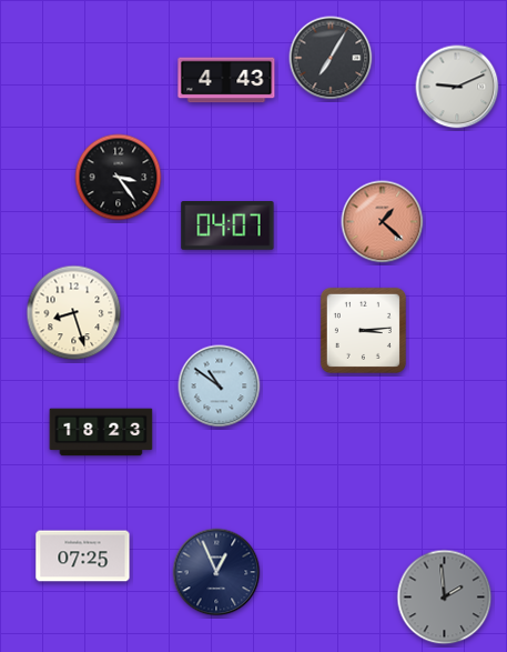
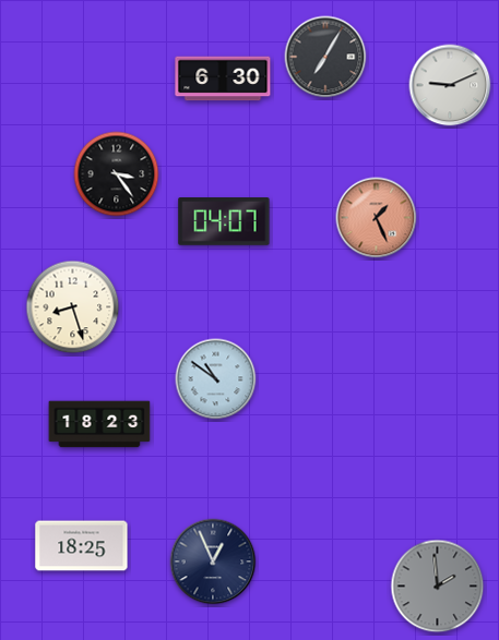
clock at (226, 80): 4:43 -> 6:30
clock at (383, 222): 1:22 -> 1:26
clock at (363, 330): 3:14 -> none
clock at (83, 556): 07:25 -> 18:25
